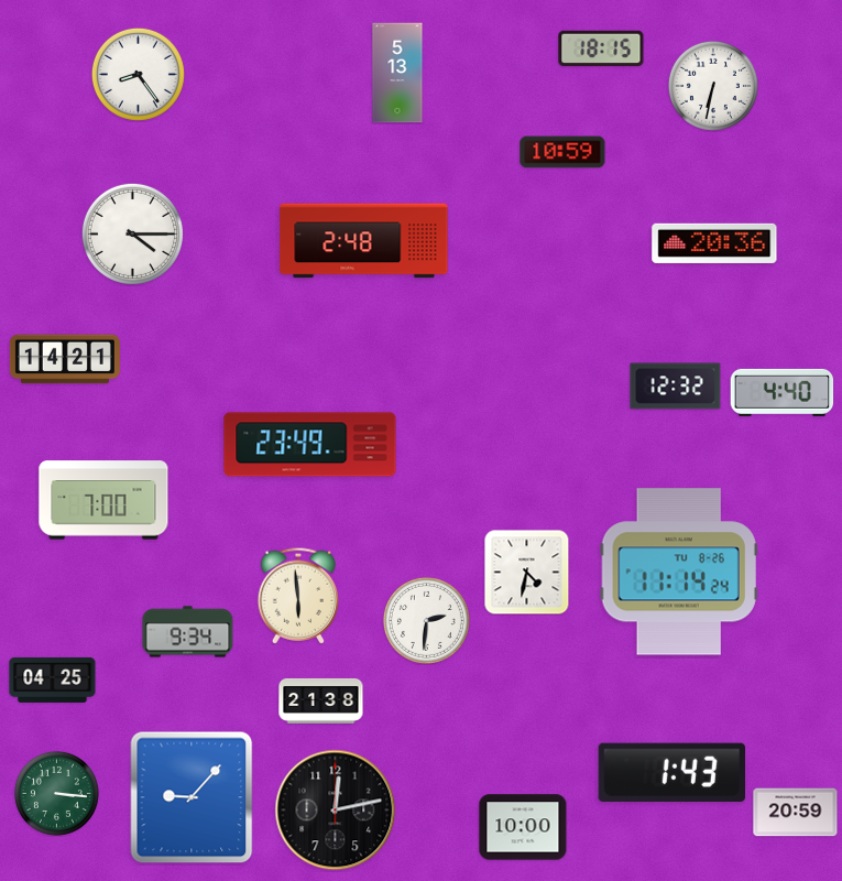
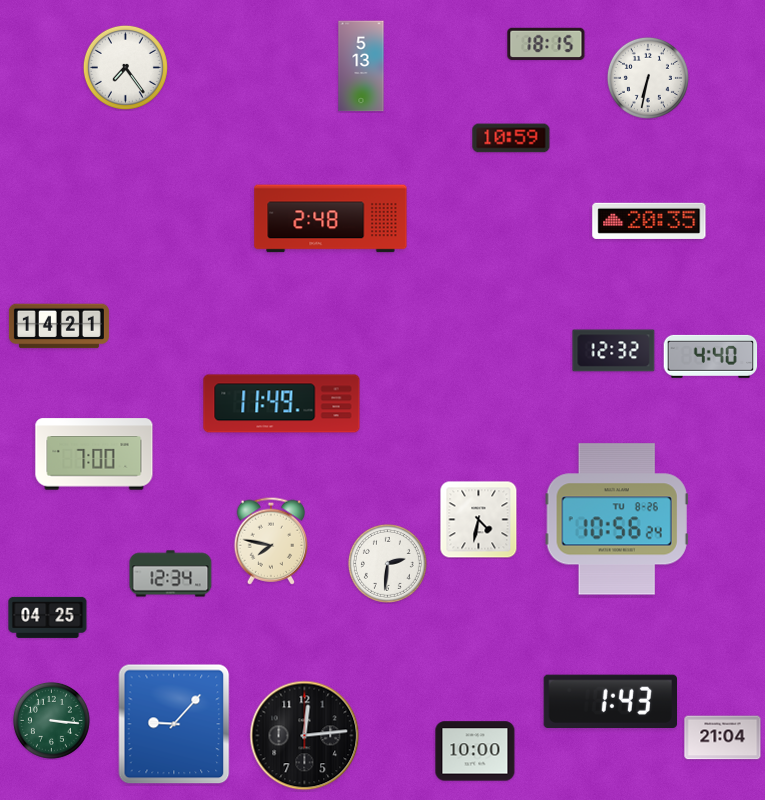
clock at (138, 74): 8:24 -> 7:24
clock at (132, 233): 4:15 -> none
clock at (714, 243): 20:36 -> 20:35
clock at (310, 445): 23:49 -> 11:49
clock at (679, 572): 11:14 -> 10:56
clock at (298, 596): 5:59 -> 7:47
clock at (188, 632): 9:34 -> 12:34
clock at (321, 700): 21:38 -> none
clock at (336, 811): 12:13 -> 12:14
clock at (796, 813): 20:59 -> 21:04
